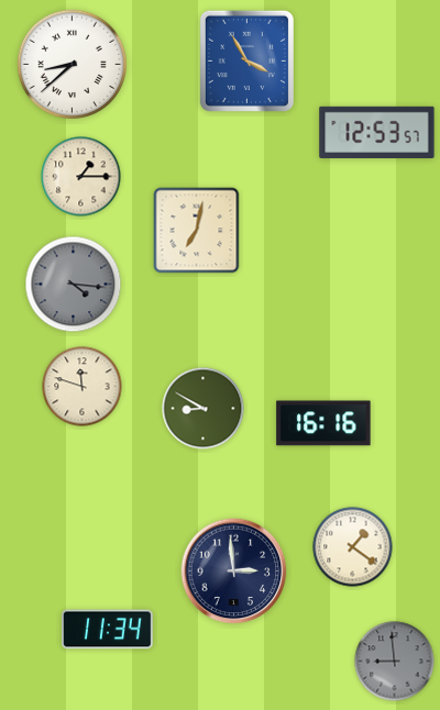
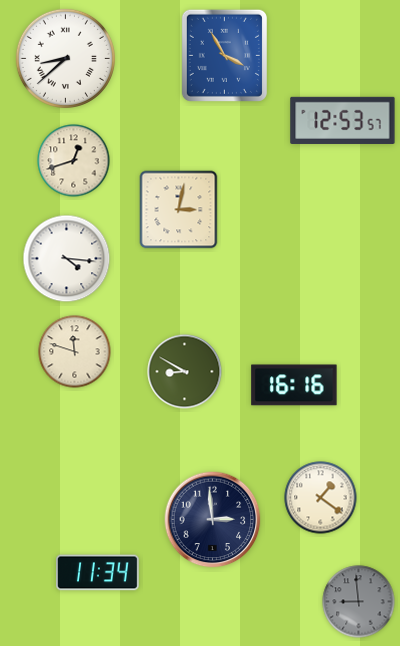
clock at (81, 177): 1:15 -> 12:42
clock at (197, 231): 7:02 -> 3:02
clock at (74, 285) dial: grey -> white
